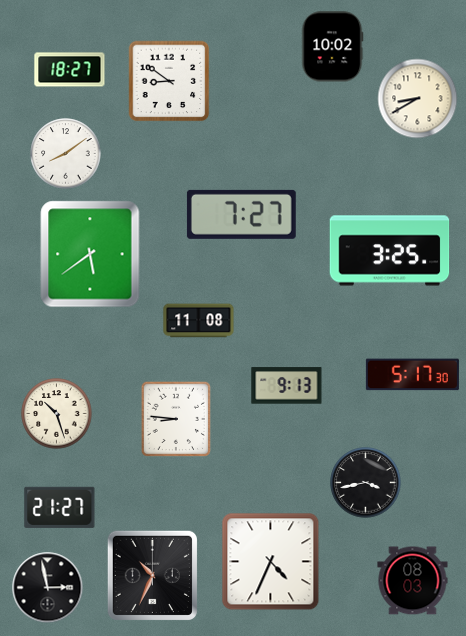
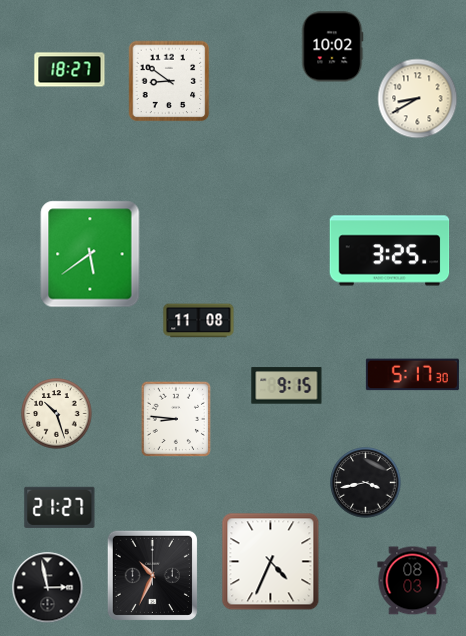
clock at (66, 154): 8:09 -> none
clock at (241, 214): 7:27 -> none
clock at (287, 386): 9:13 -> 9:15
